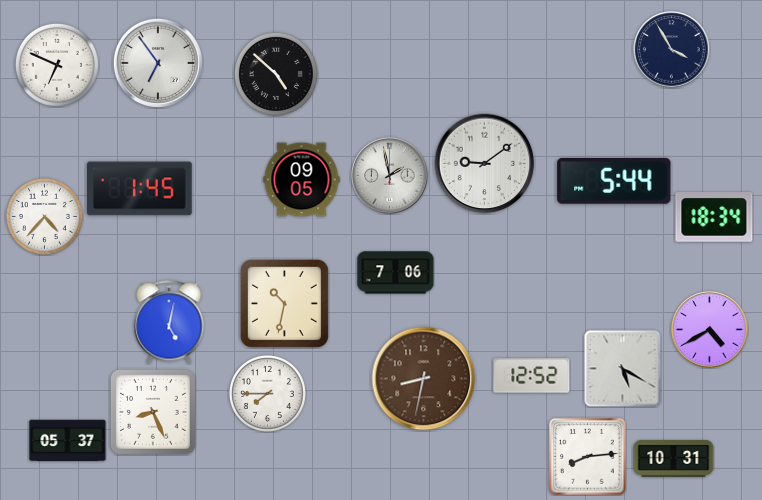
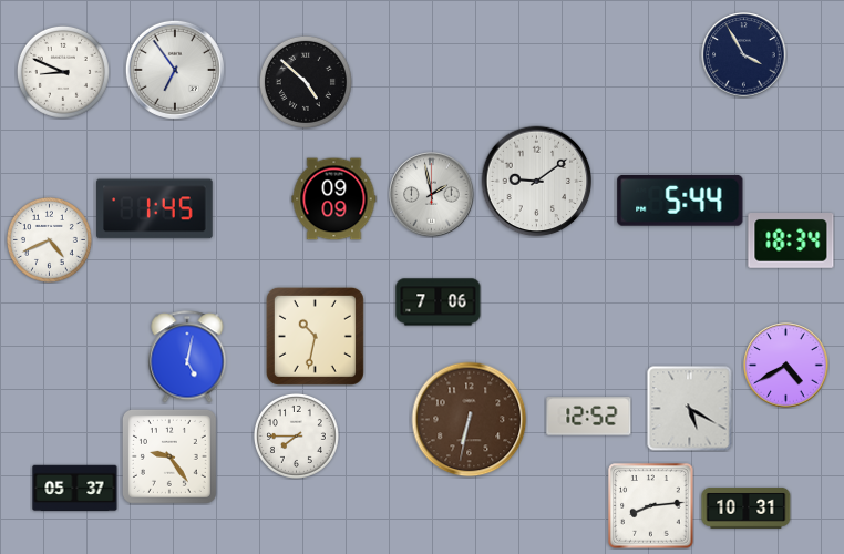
clock at (57, 65): 6:49 -> 8:49
clock at (302, 180): 09:05 -> 09:09
clock at (44, 216): 4:37 -> 4:41
clock at (424, 379): 8:32 -> 6:32
clock at (153, 412): 8:26 -> 9:24
